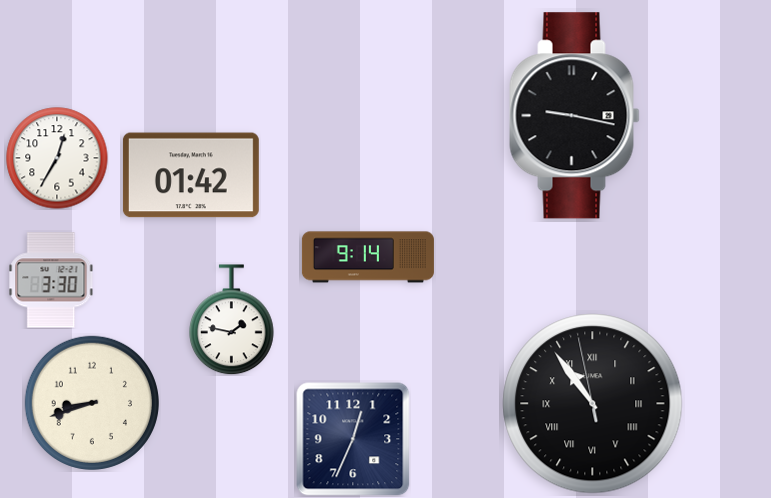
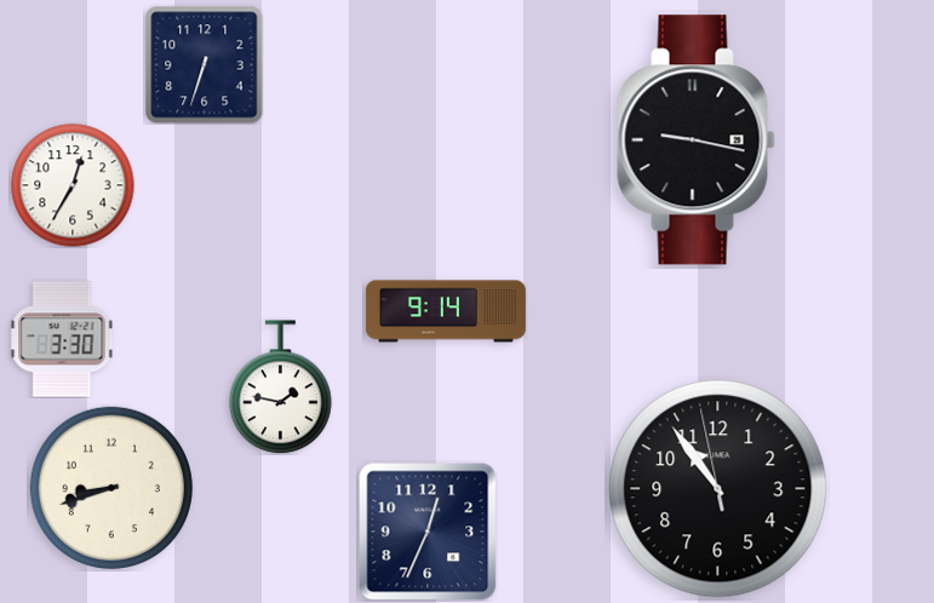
clock at (205, 65): none -> 6:33
clock at (57, 158) position: (57, 158) -> (73, 185)
clock at (191, 175): 01:42 -> none
clock at (593, 404) numerals: Roman -> Arabic
